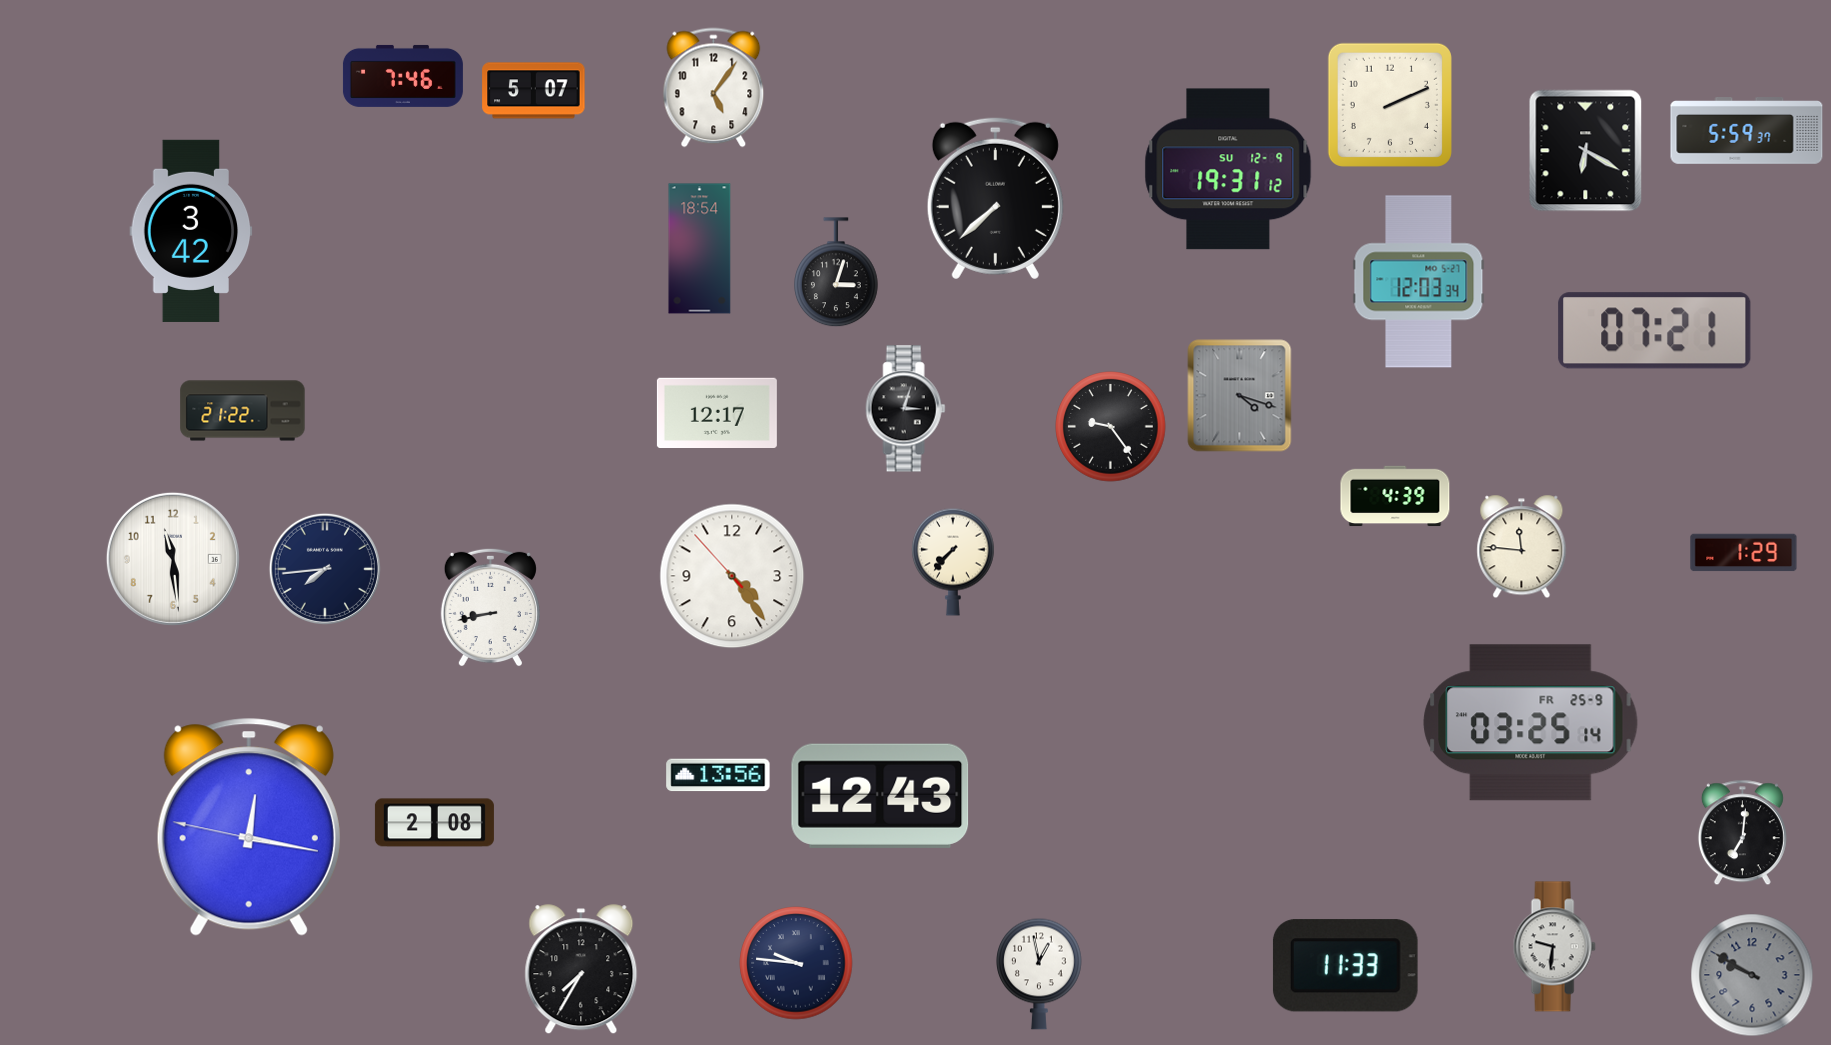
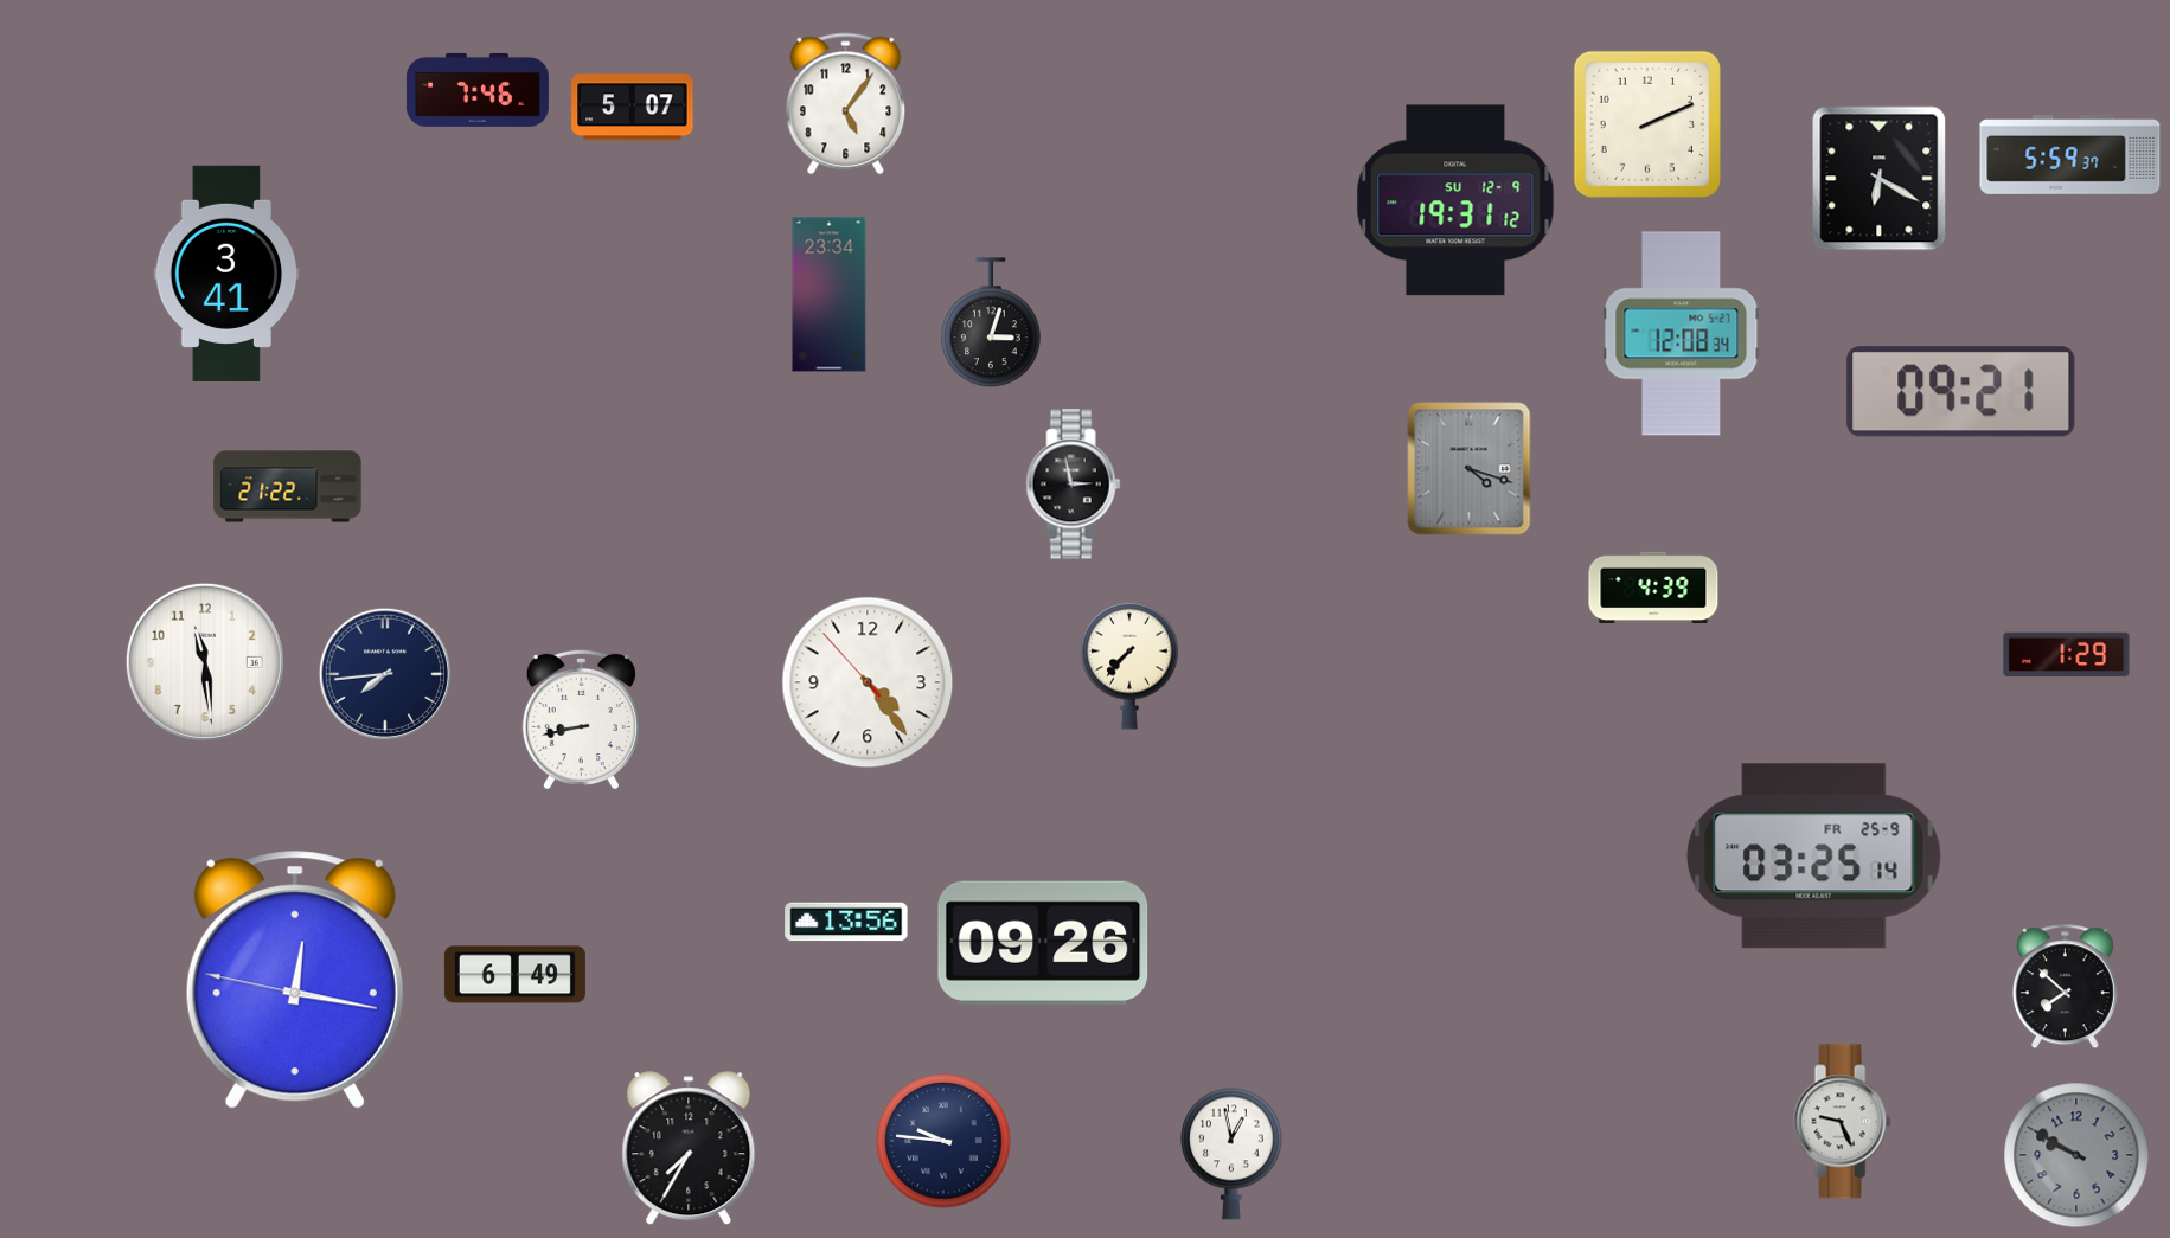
clock at (995, 198): 7:38 -> none
clock at (191, 231): 3:42 -> 3:41
clock at (700, 249): 18:54 -> 23:34
clock at (1419, 282): 12:03 -> 12:08
clock at (1655, 331): 07:21 -> 09:21
clock at (906, 409): 3:03 -> 2:58
clock at (717, 412): 12:17 -> none
clock at (1111, 427): 9:24 -> none
clock at (1522, 547): 11:46 -> none
clock at (718, 775) position: (718, 775) -> (846, 922)
clock at (880, 796): 12:43 -> 09:26
clock at (434, 823): 2:08 -> 6:49
clock at (1742, 833): 7:01 -> 7:52
clock at (1554, 947): 9:31 -> 9:26
clock at (1345, 966): 11:33 -> none
